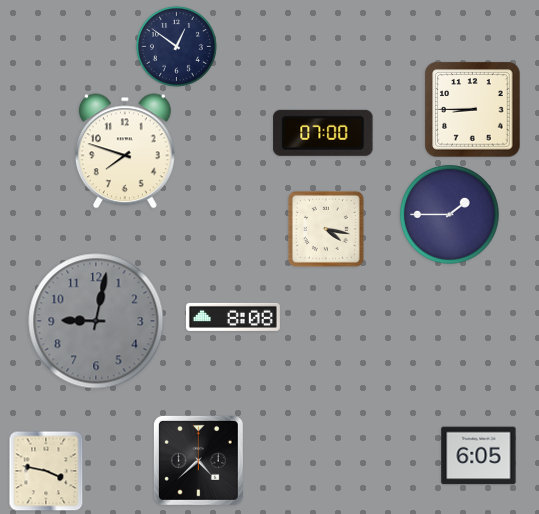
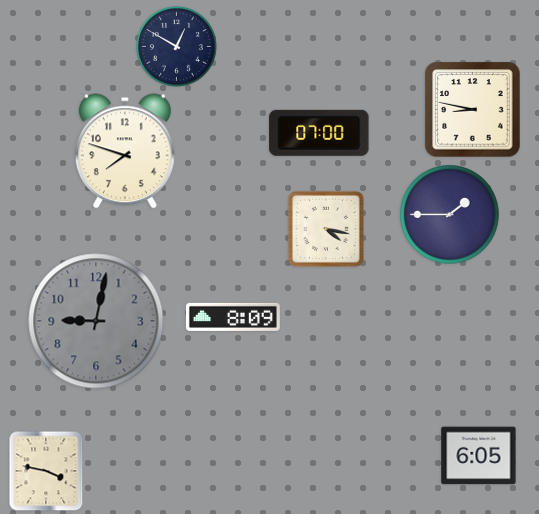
clock at (176, 46): 12:51 -> 12:50
clock at (473, 110): 8:45 -> 8:47
clock at (323, 133) position: (323, 133) -> (319, 133)
clock at (233, 317): 8:08 -> 8:09
clock at (198, 460): 4:38 -> none
